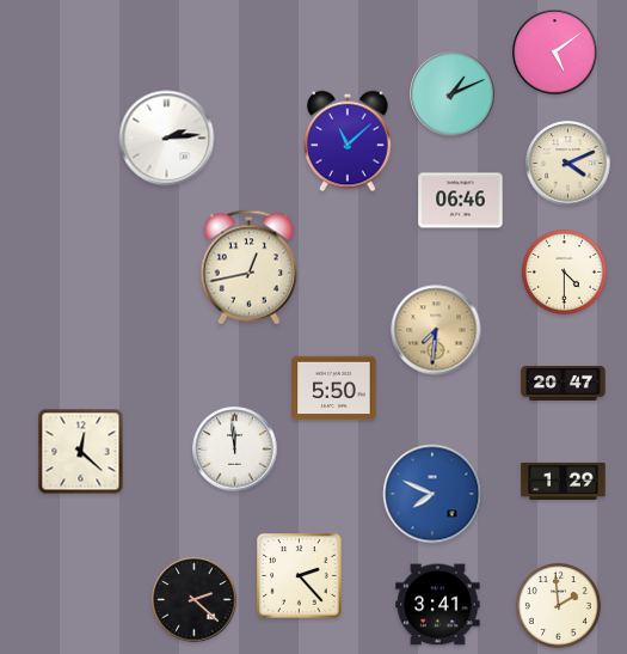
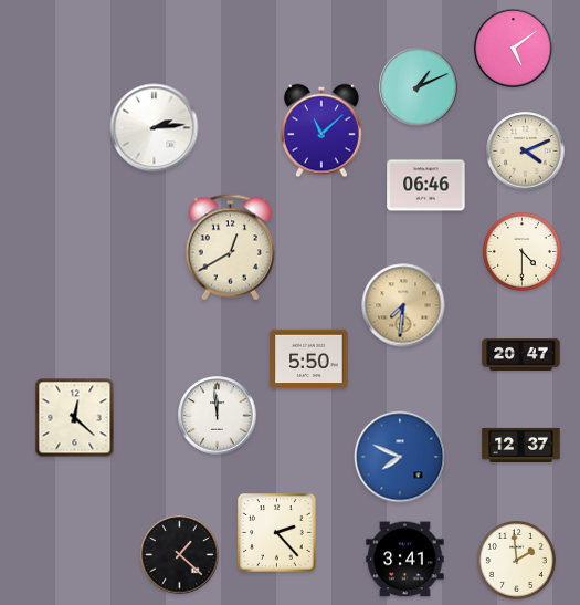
clock at (248, 268): 12:43 -> 12:40
clock at (564, 481): 1:29 -> 12:37
clock at (195, 600): 2:22 -> 1:22
